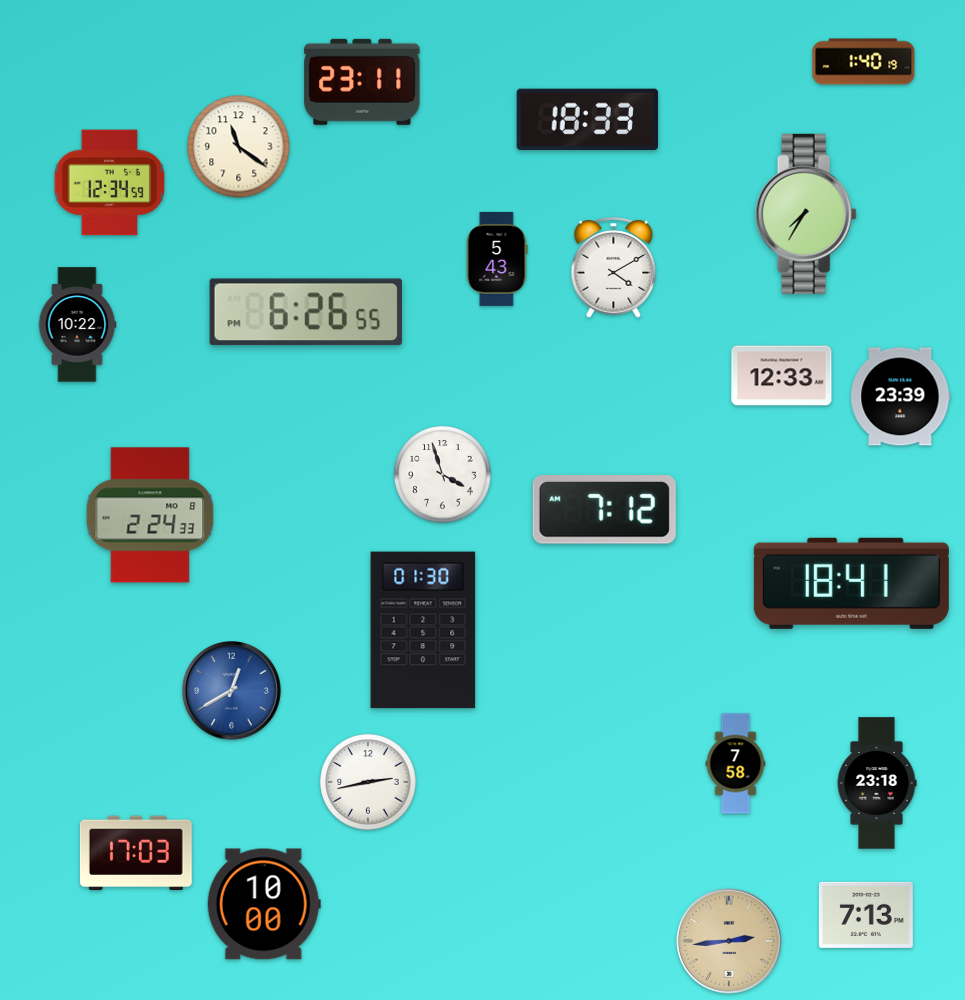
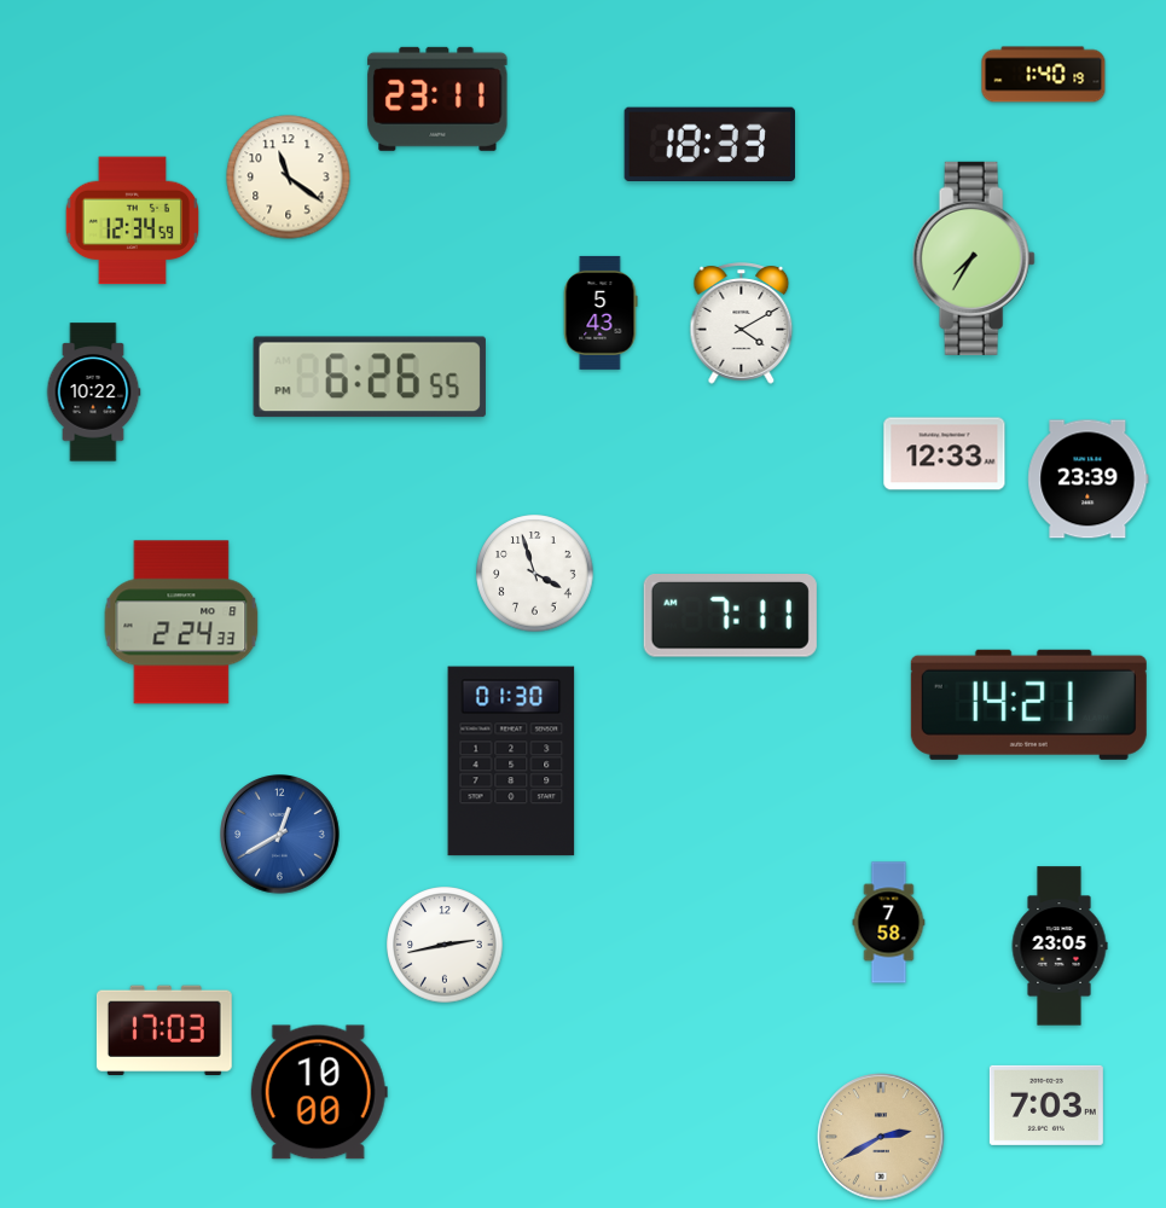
clock at (604, 510): 7:12 -> 7:11
clock at (851, 583): 18:41 -> 14:21
clock at (877, 783): 23:18 -> 23:05
clock at (866, 915): 7:13 -> 7:03
clock at (729, 941): 2:44 -> 2:40
